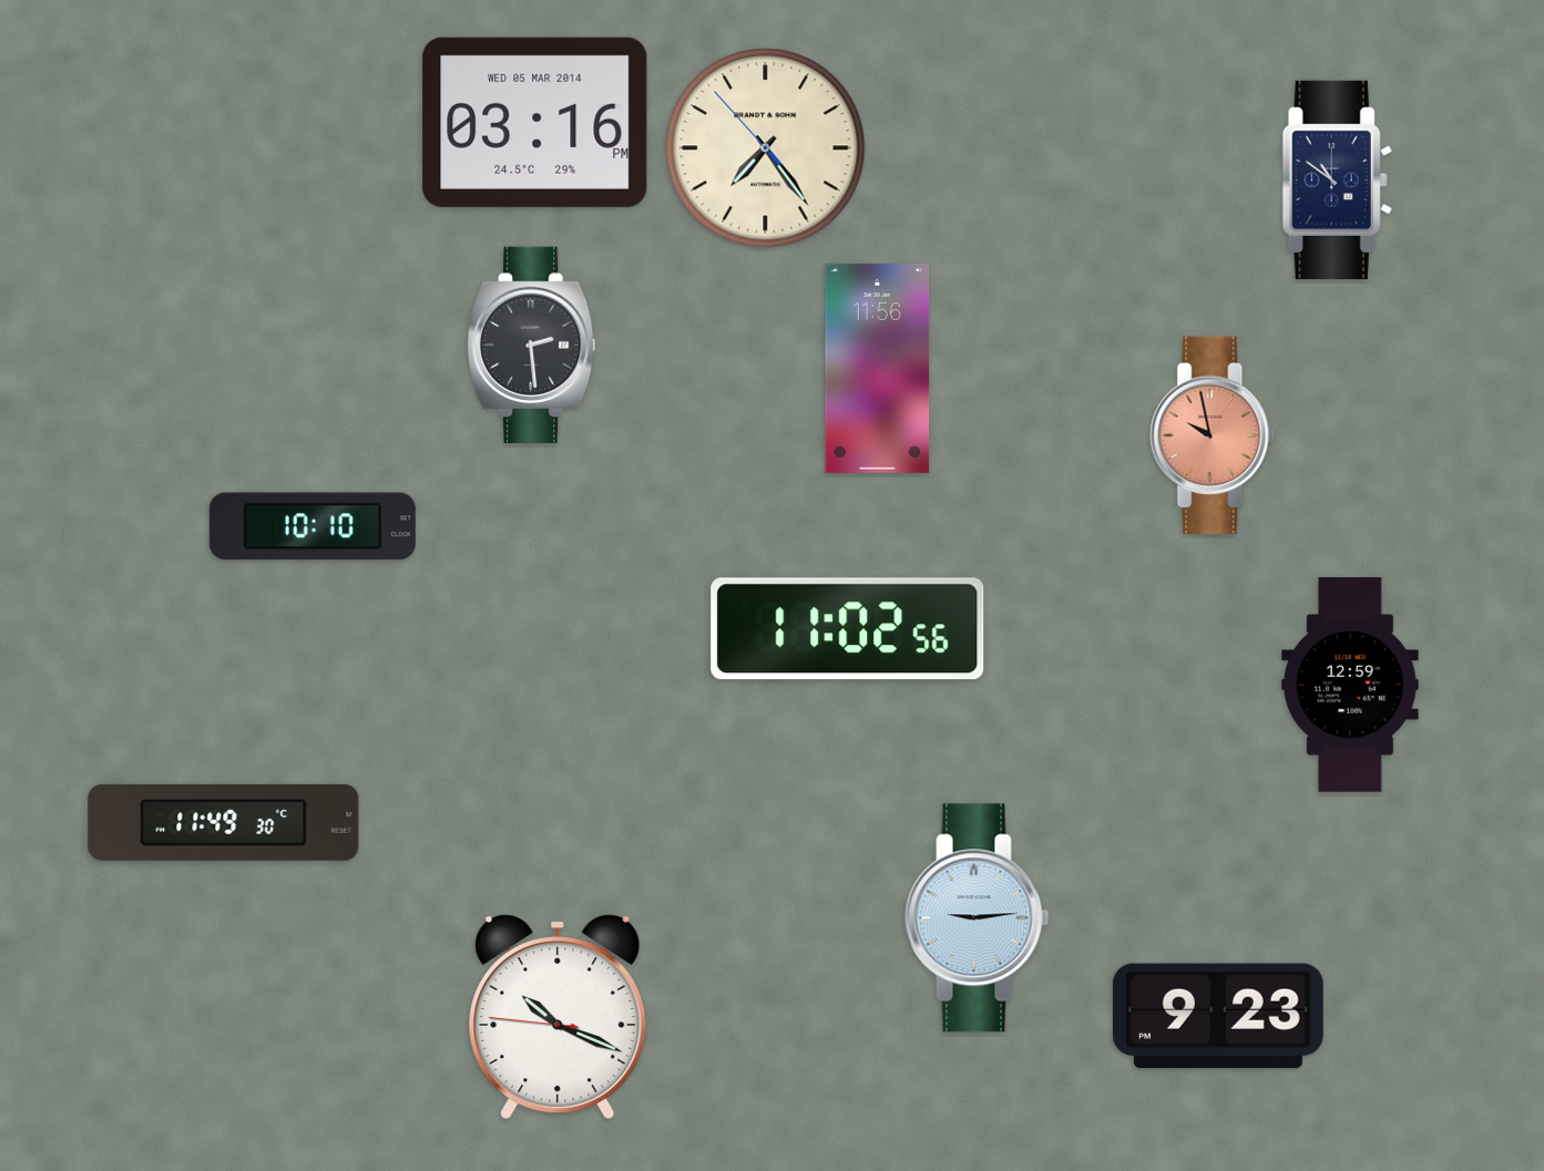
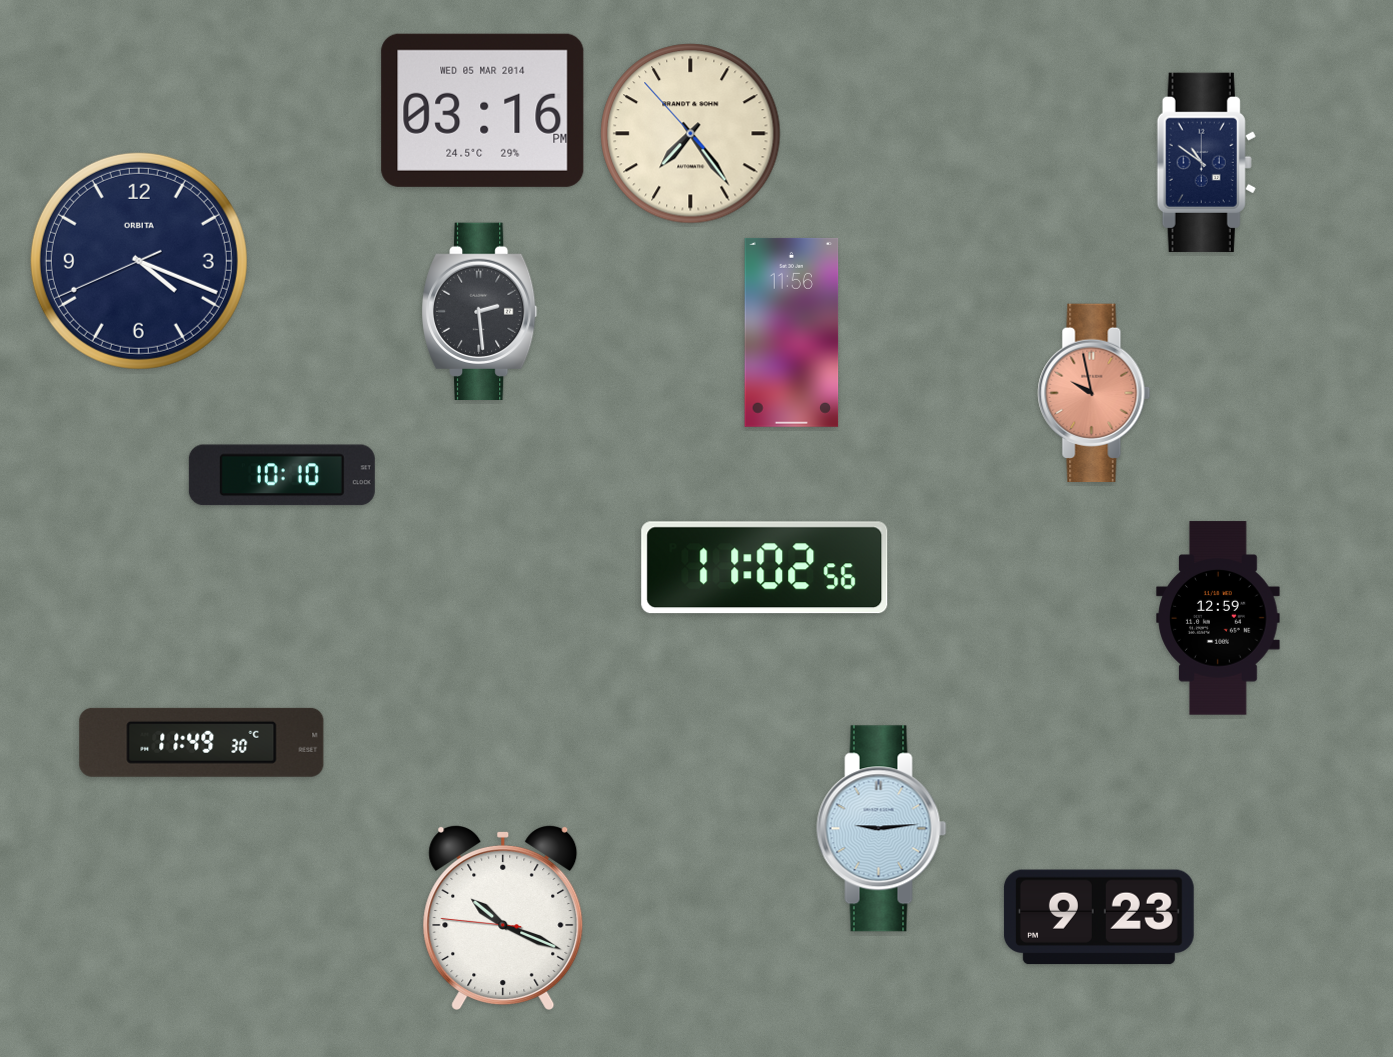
clock at (139, 261): none -> 4:18
